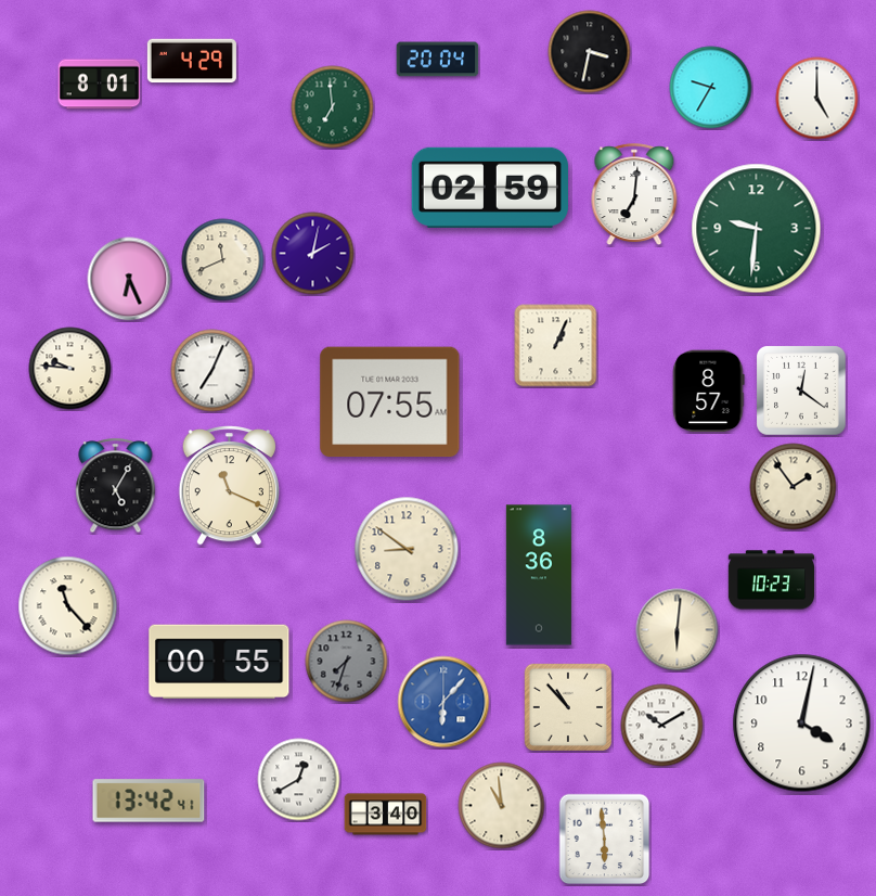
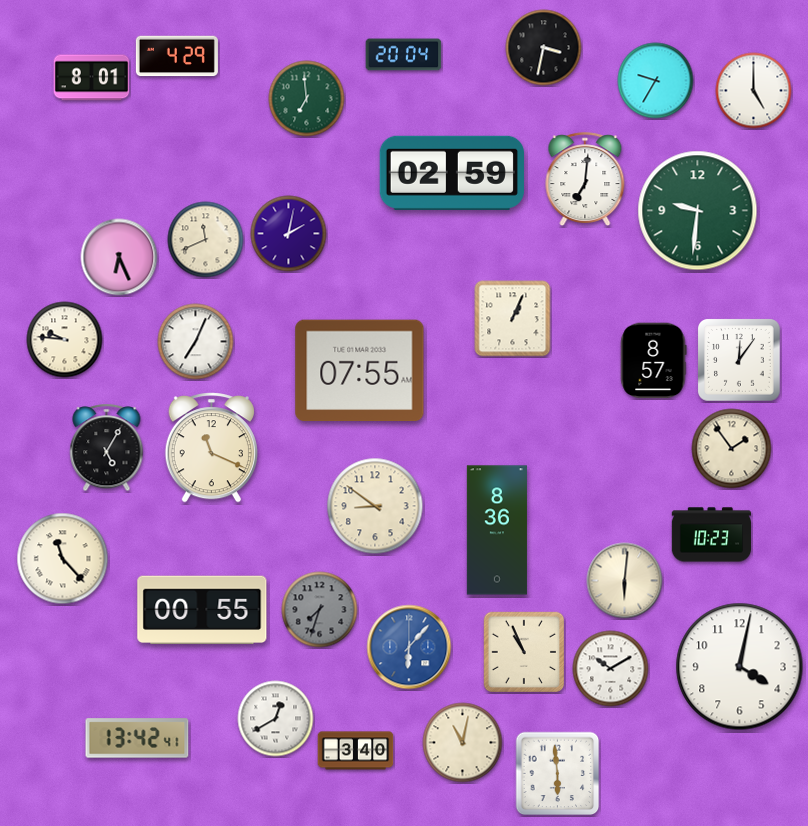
clock at (801, 391): 12:21 -> 12:06
clock at (567, 706): 10:53 -> 10:56
clock at (502, 806): 10:59 -> 11:02
